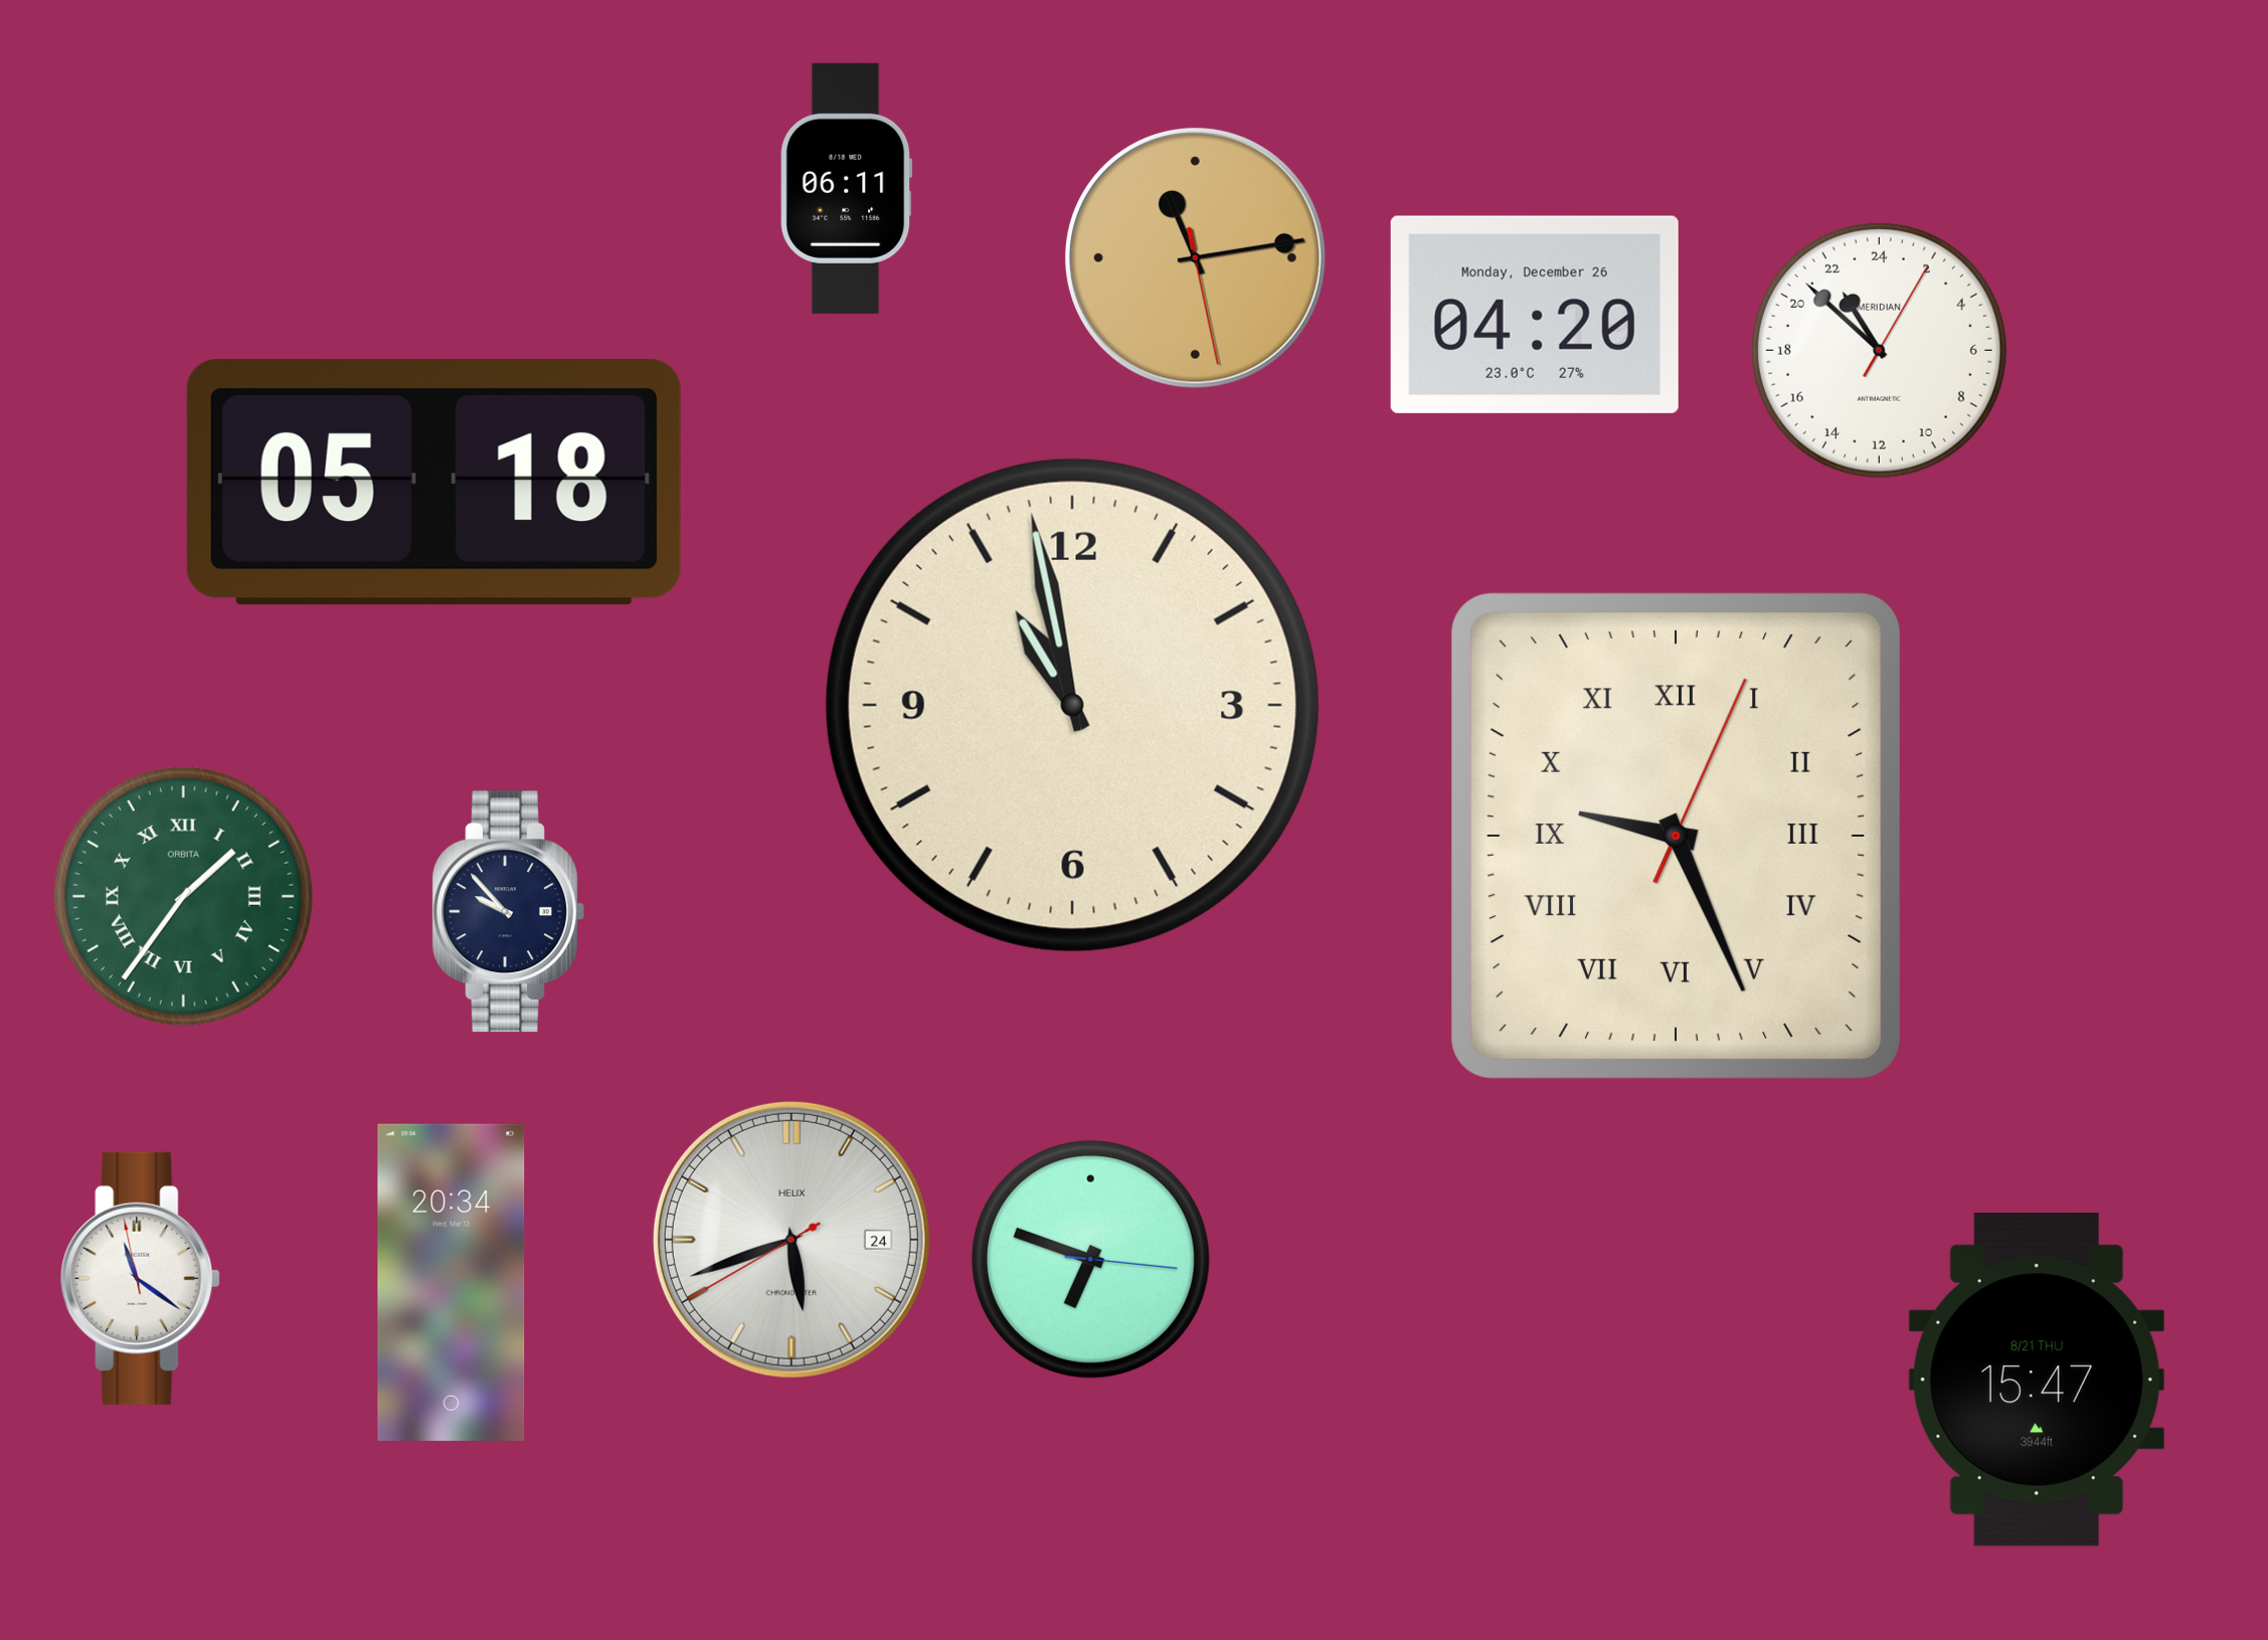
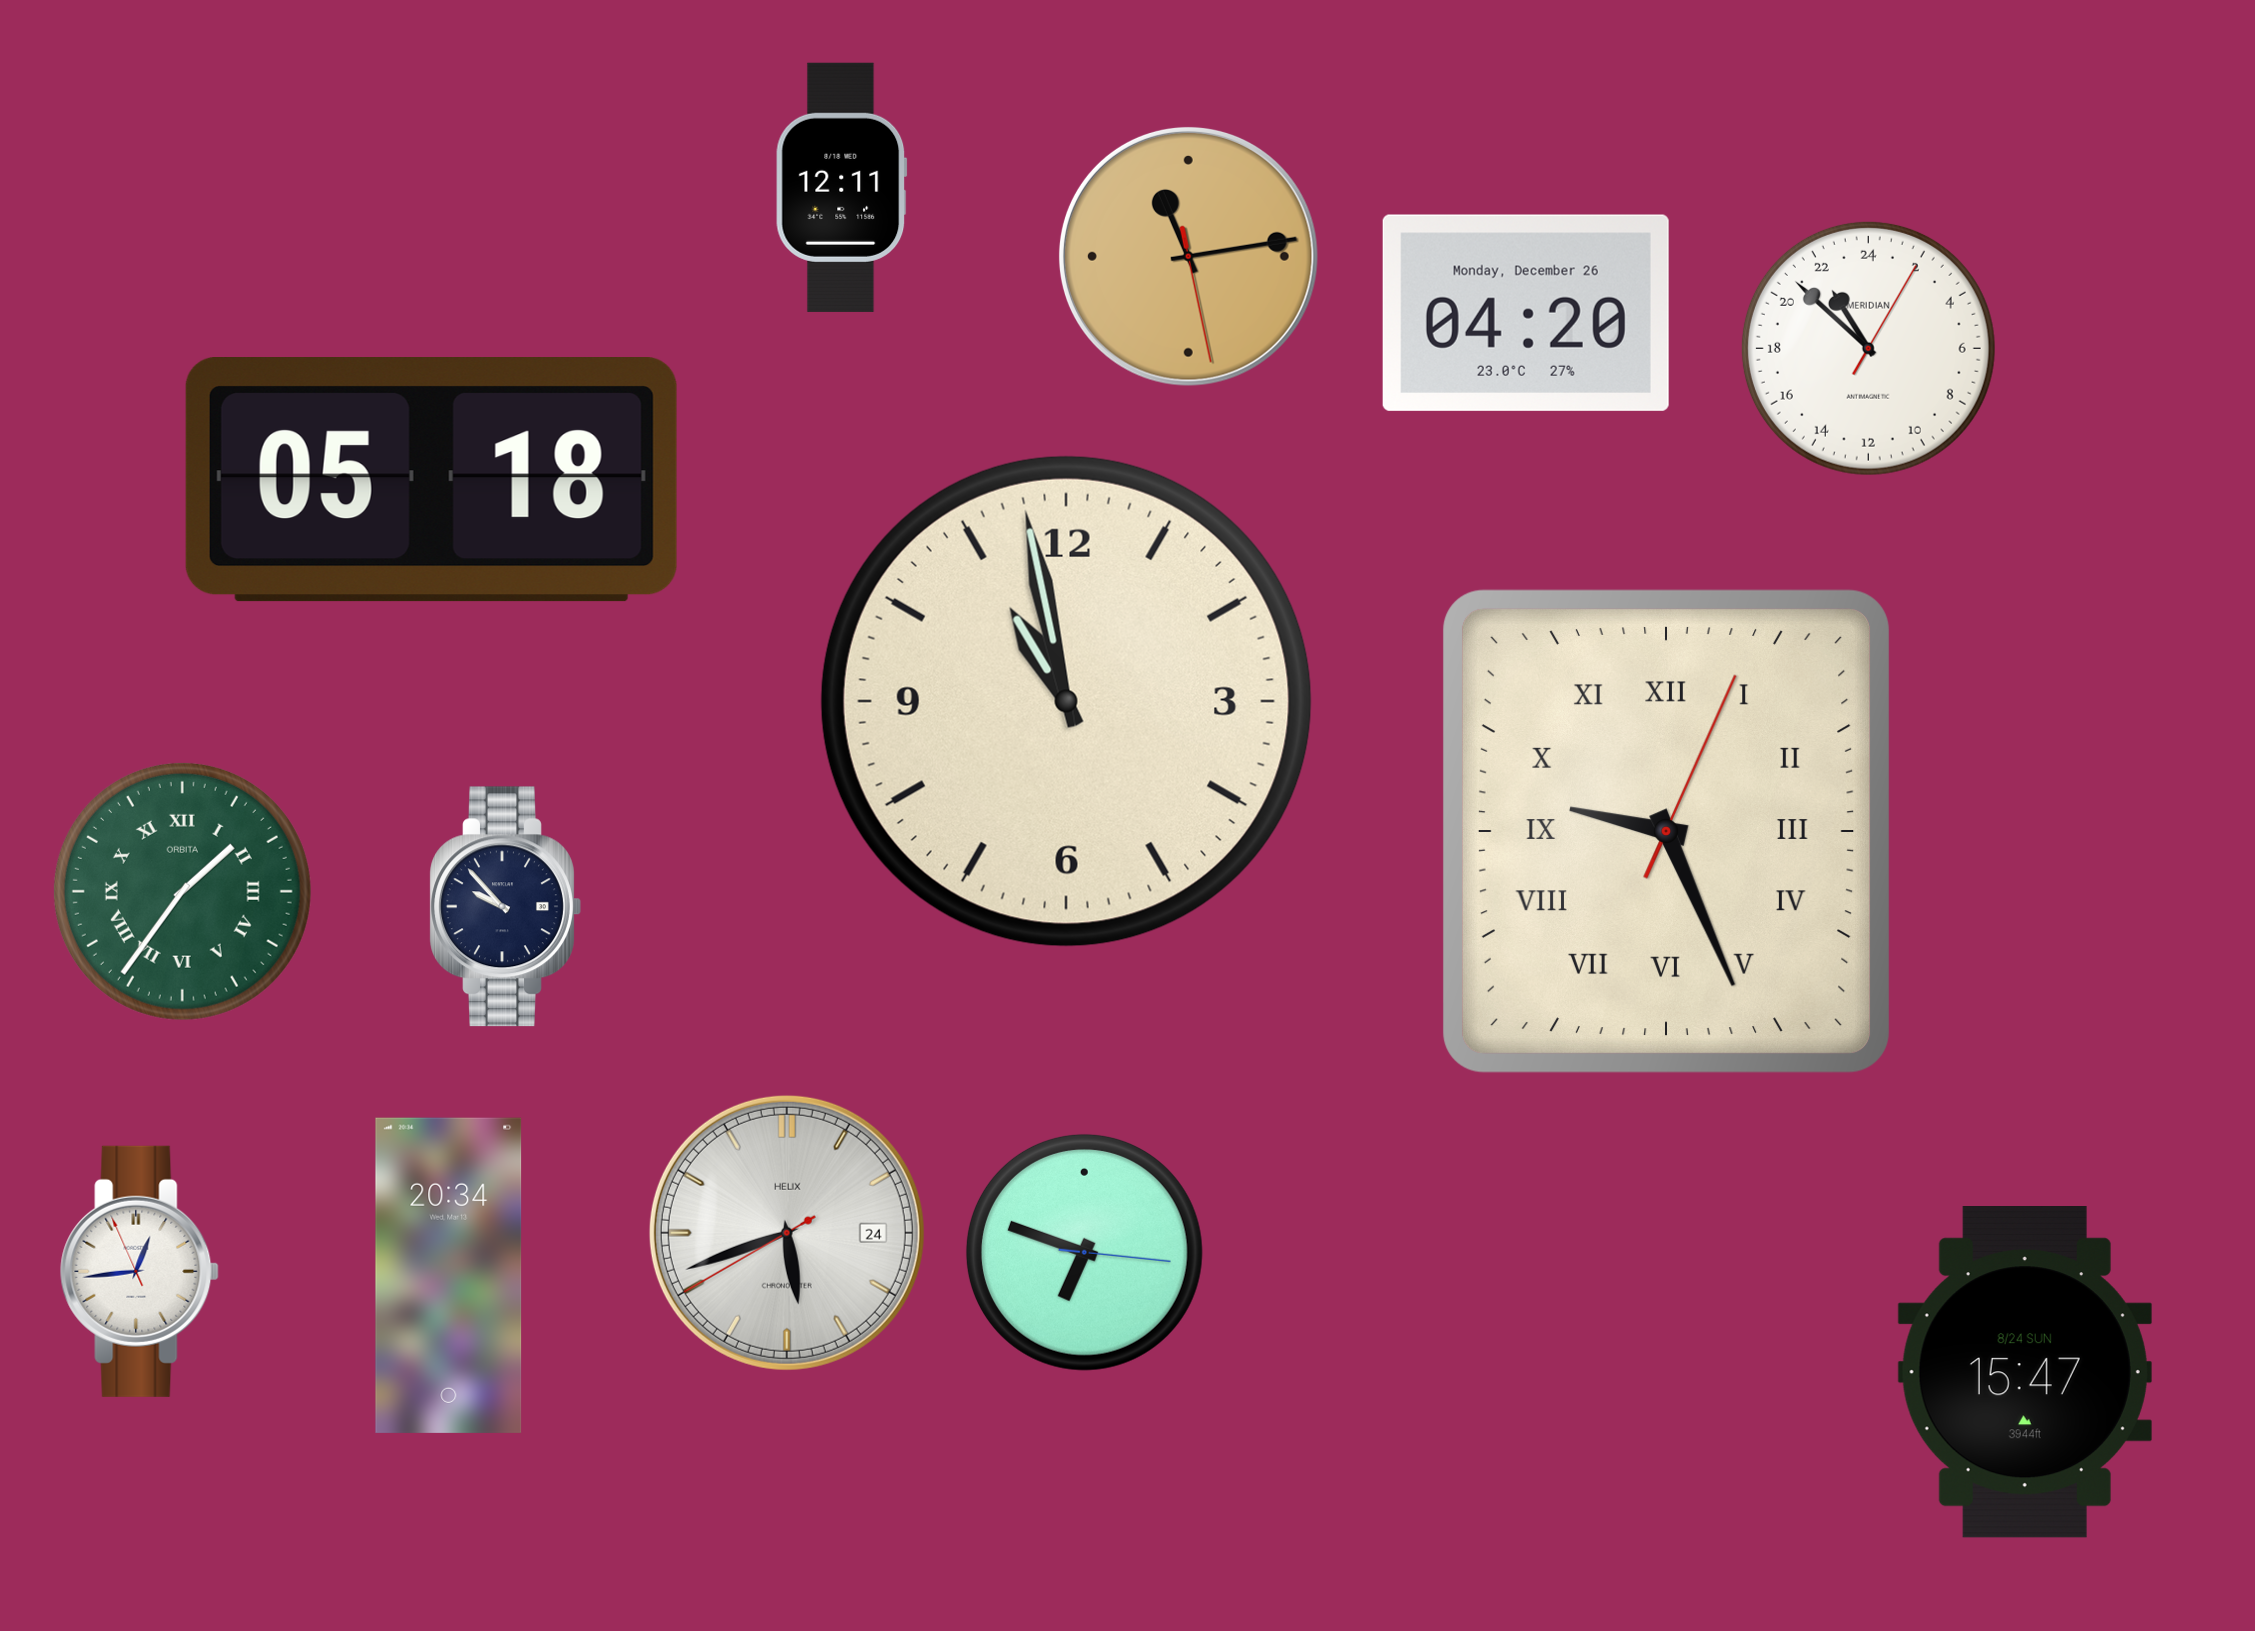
clock at (847, 188): 06:11 -> 12:11
clock at (141, 1278): 11:20 -> 12:43
clock at (2037, 1380) date: 8/21 THU -> 8/24 SUN
